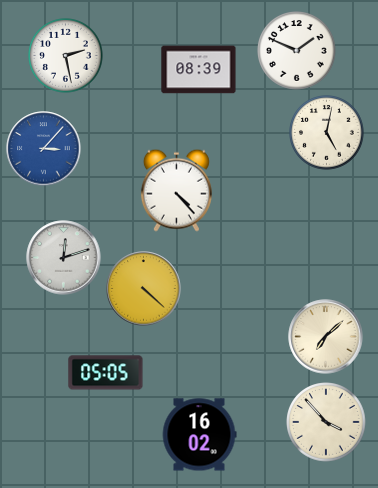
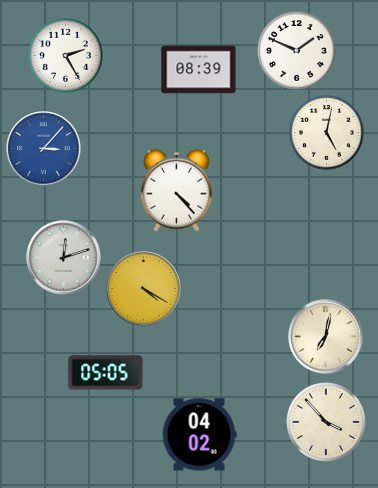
clock at (66, 56): 2:28 -> 2:25
clock at (144, 289): 4:22 -> 4:20
clock at (326, 337): 7:08 -> 7:02
clock at (199, 435): 16:02 -> 04:02
